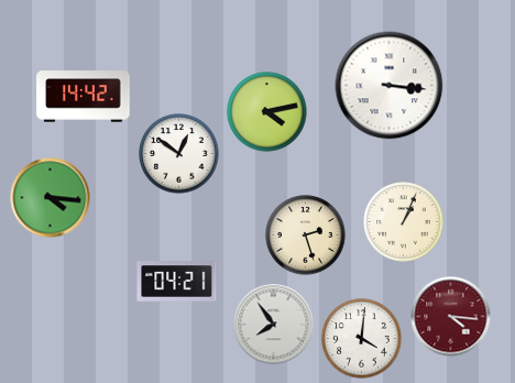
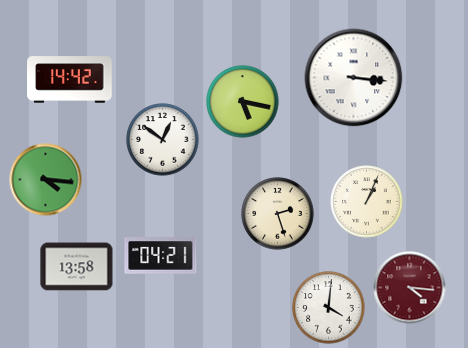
clock at (84, 97) position: (84, 97) -> (70, 80)
clock at (267, 112): 4:13 -> 5:17
clock at (77, 267): none -> 13:58
clock at (274, 325): 7:54 -> none
